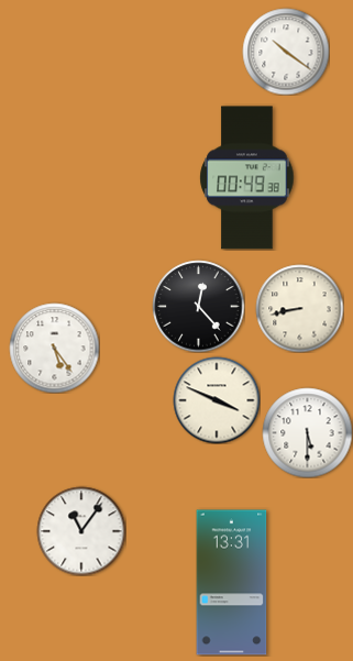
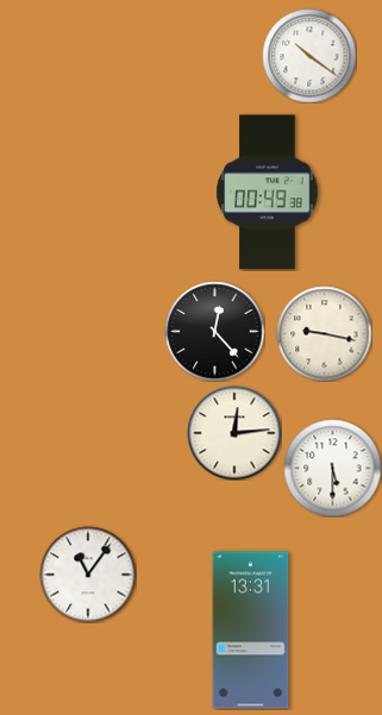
clock at (299, 308): 8:43 -> 9:17
clock at (54, 348): 5:24 -> none
clock at (217, 400): 3:49 -> 12:14
